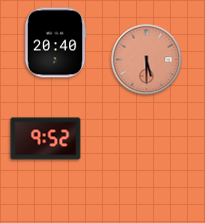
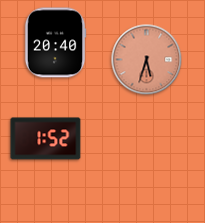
clock at (147, 60): 5:30 -> 5:33
clock at (46, 139): 9:52 -> 1:52
